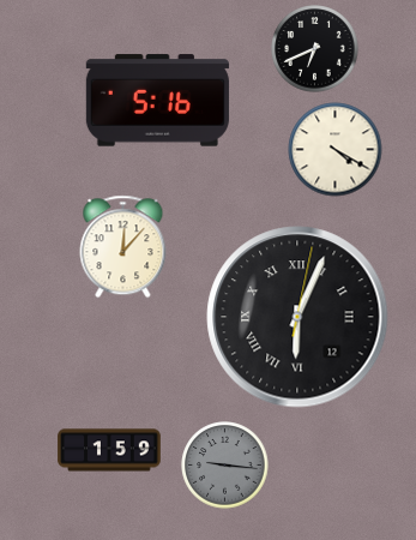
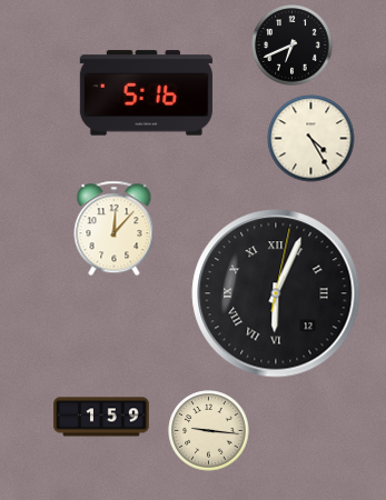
clock at (336, 150): 4:20 -> 4:25
clock at (225, 466) dial: grey -> cream
